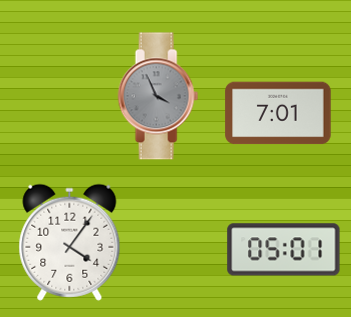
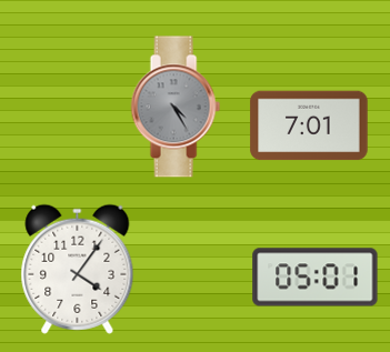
clock at (158, 96): 3:56 -> 4:25
